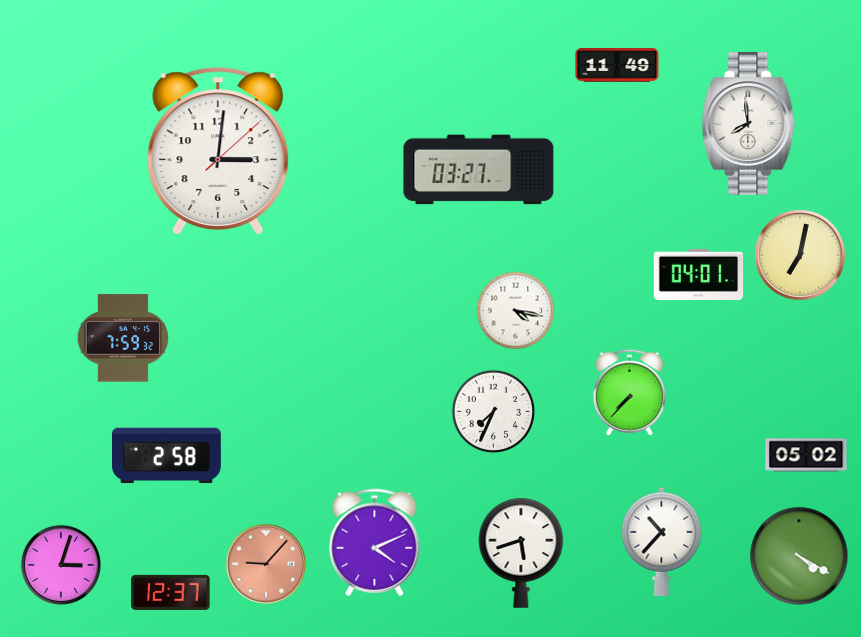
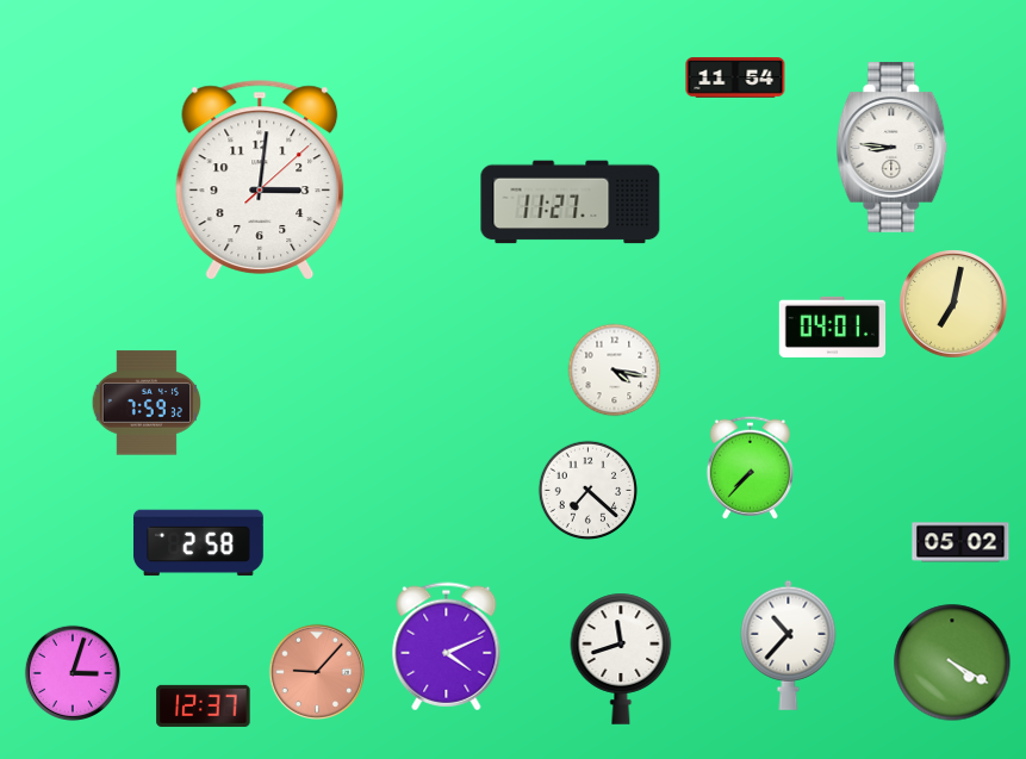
clock at (617, 65): 11:49 -> 11:54
clock at (749, 124): 7:59 -> 8:46
clock at (479, 170): 03:27 -> 11:27
clock at (493, 411): 7:34 -> 7:22
clock at (521, 553): 5:42 -> 11:42
